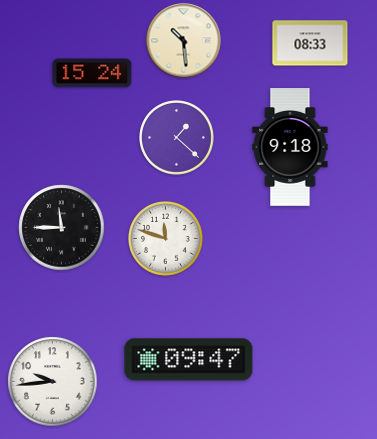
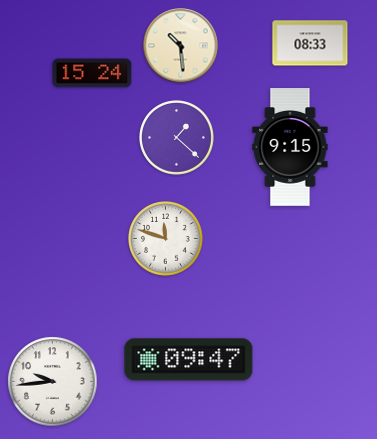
clock at (184, 41) position: (184, 41) -> (181, 46)
clock at (290, 147): 9:18 -> 9:15
clock at (62, 228): 11:45 -> none
